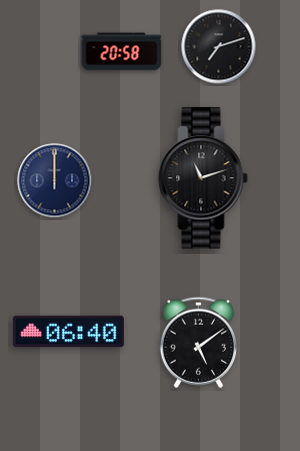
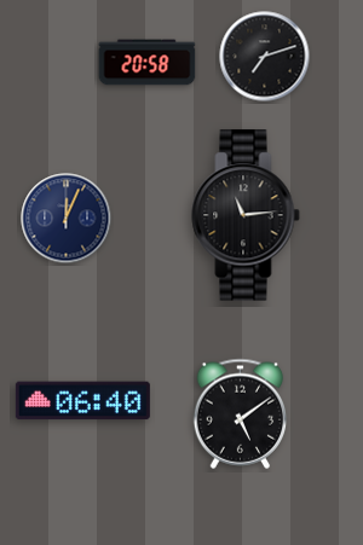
clock at (203, 178): 11:12 -> 11:14
clock at (55, 181): 12:00 -> 12:04
